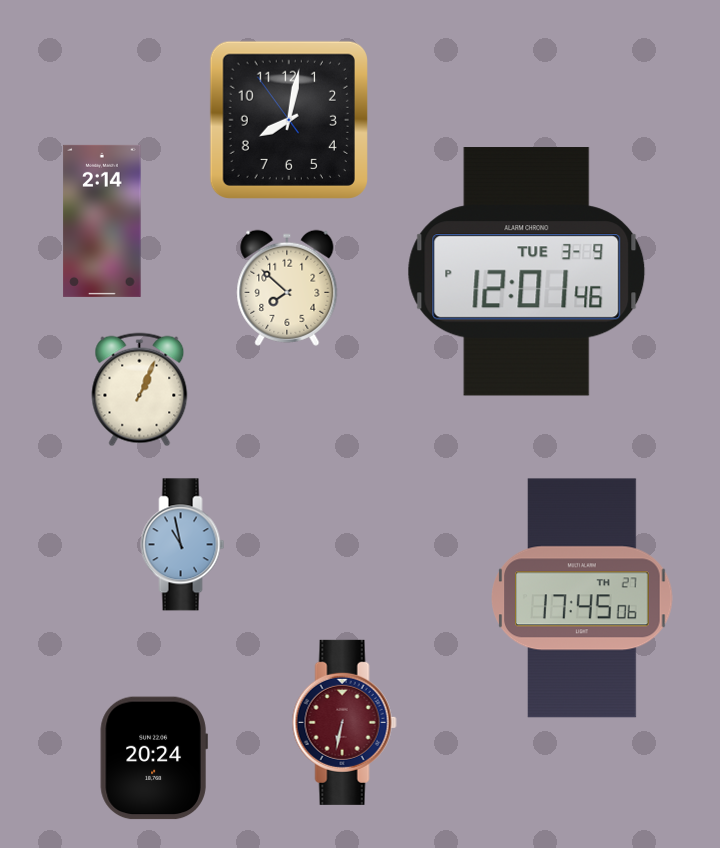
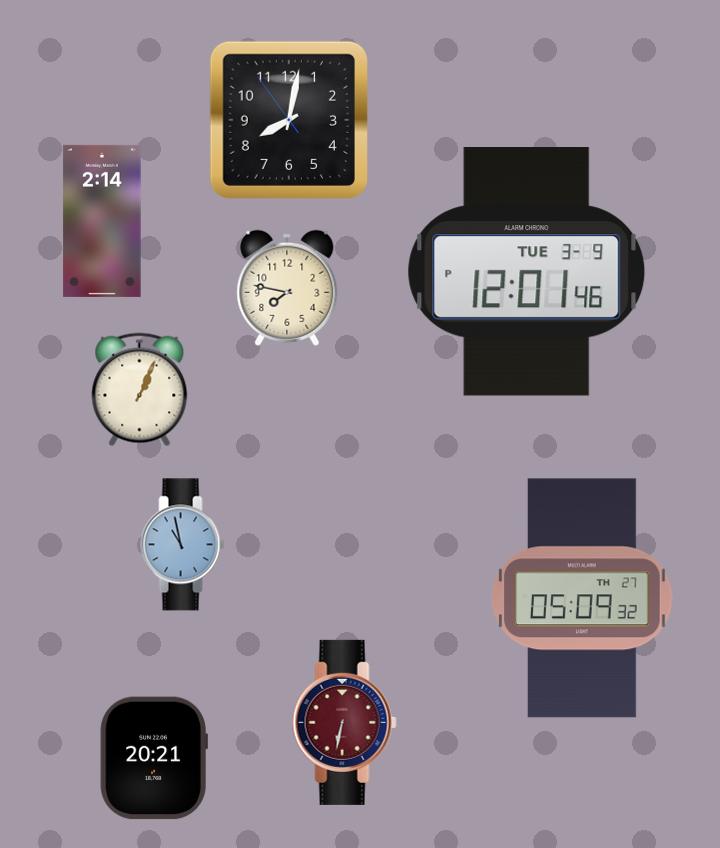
clock at (287, 288): 7:52 -> 7:47
clock at (582, 598): 17:45 -> 05:09
clock at (154, 758): 20:24 -> 20:21
